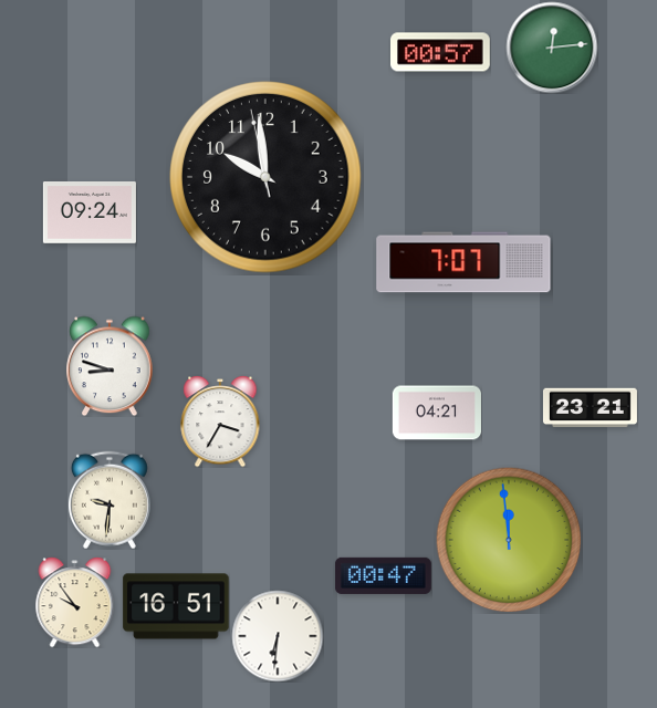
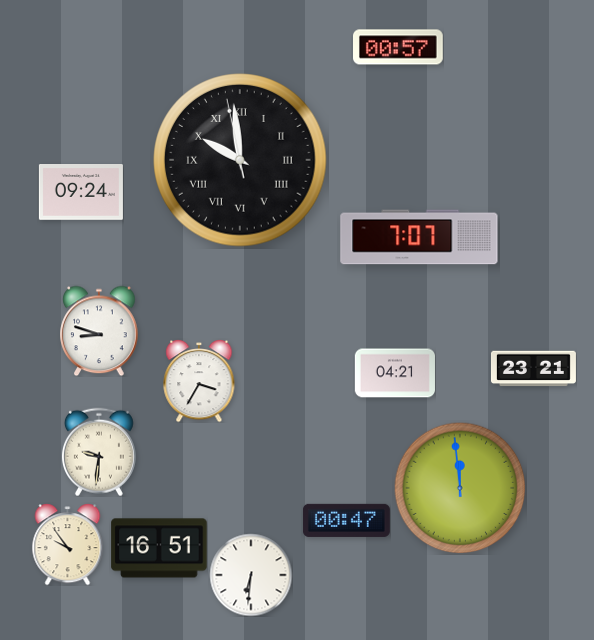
clock at (552, 48): 12:14 -> none
clock at (265, 177) numerals: Arabic -> Roman
